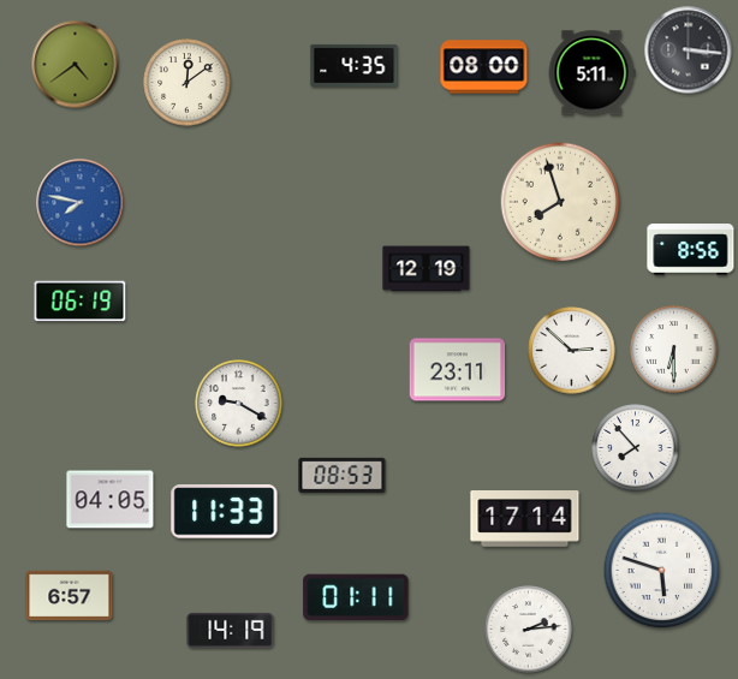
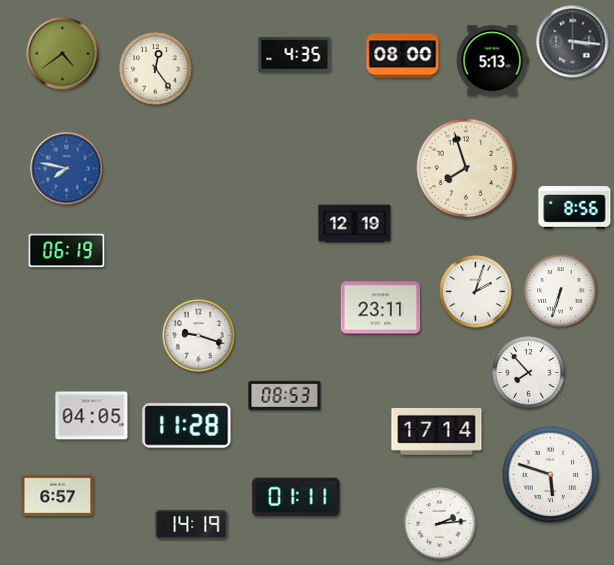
clock at (591, 73): 5:11 -> 5:13
clock at (188, 83): 12:09 -> 12:24
clock at (674, 350): 6:30 -> 6:33
clock at (572, 351): 2:52 -> 2:03
clock at (239, 404): 9:20 -> 9:18
clock at (225, 512): 11:33 -> 11:28
